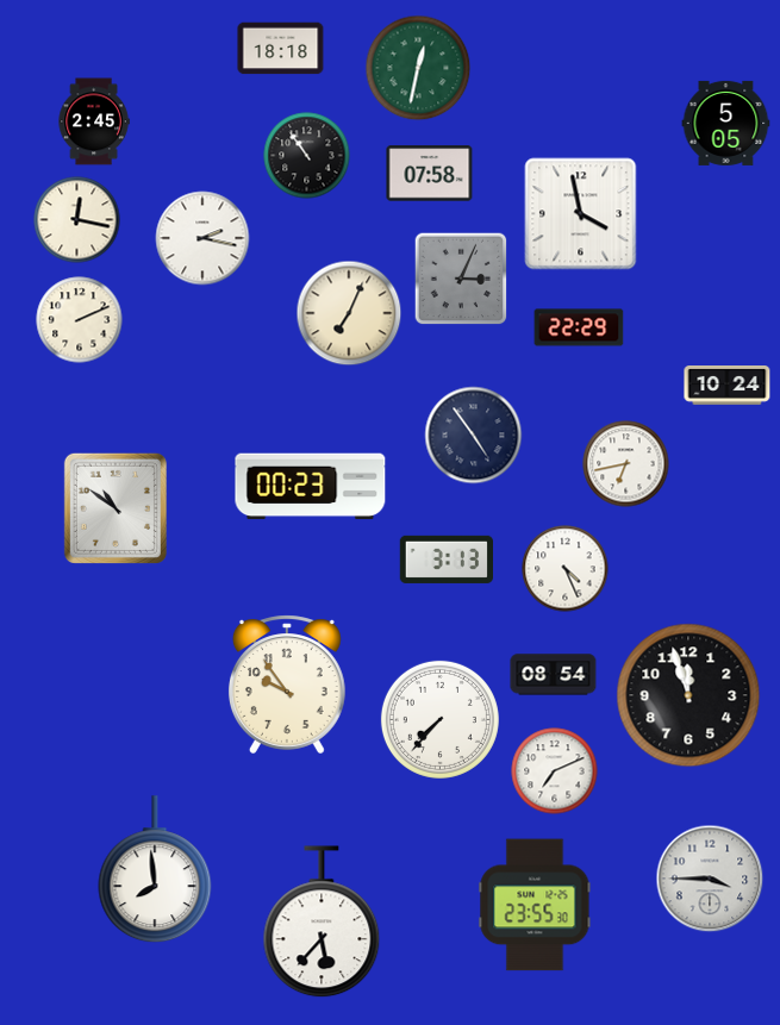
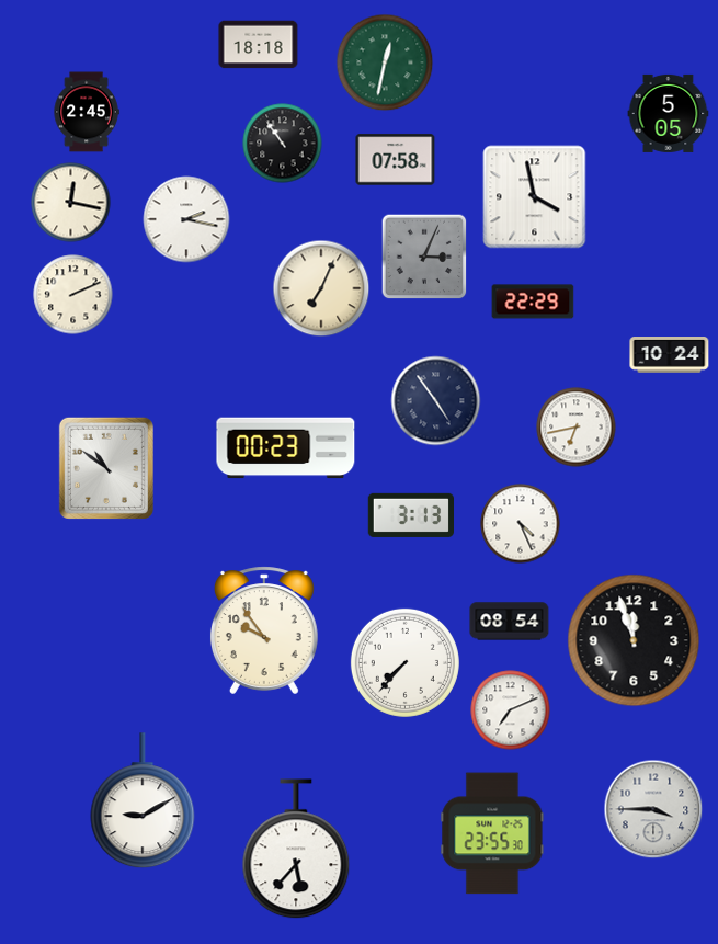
clock at (155, 870): 7:59 -> 9:10
